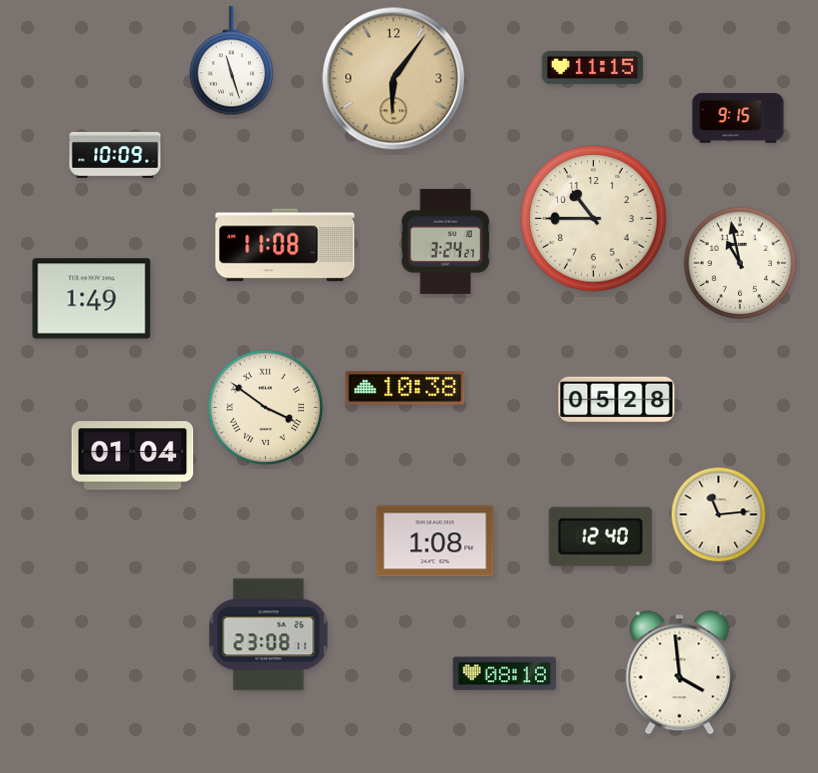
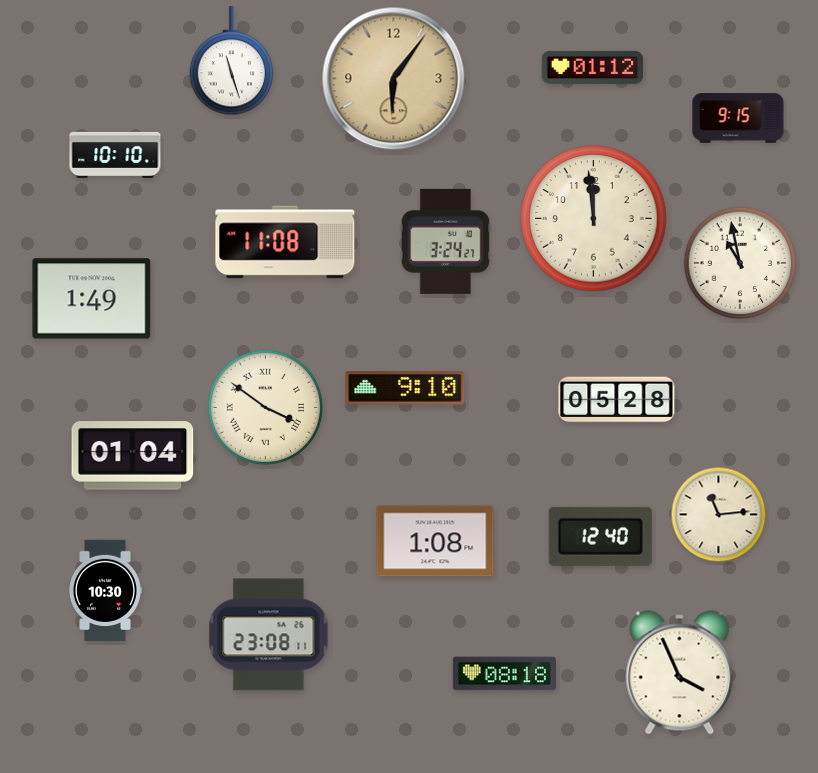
clock at (593, 67): 11:15 -> 01:12
clock at (115, 155): 10:09 -> 10:10
clock at (594, 219): 10:45 -> 11:59
clock at (285, 245) position: (285, 245) -> (285, 242)
clock at (405, 389): 10:38 -> 9:10
clock at (105, 591): none -> 10:30
clock at (680, 673): 3:59 -> 3:56
